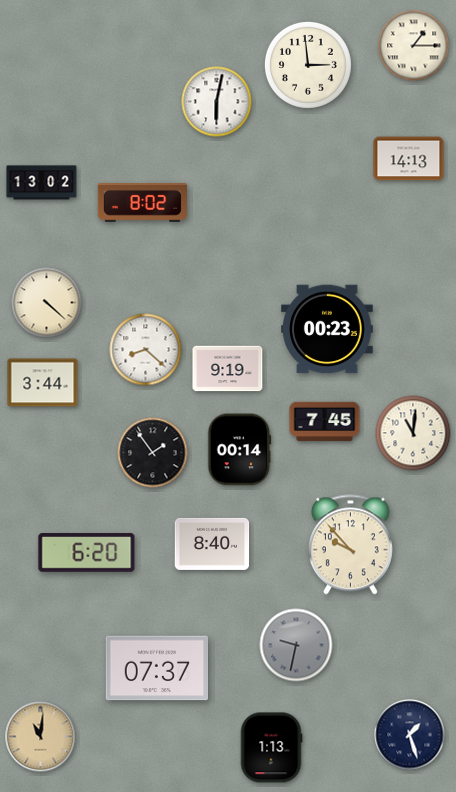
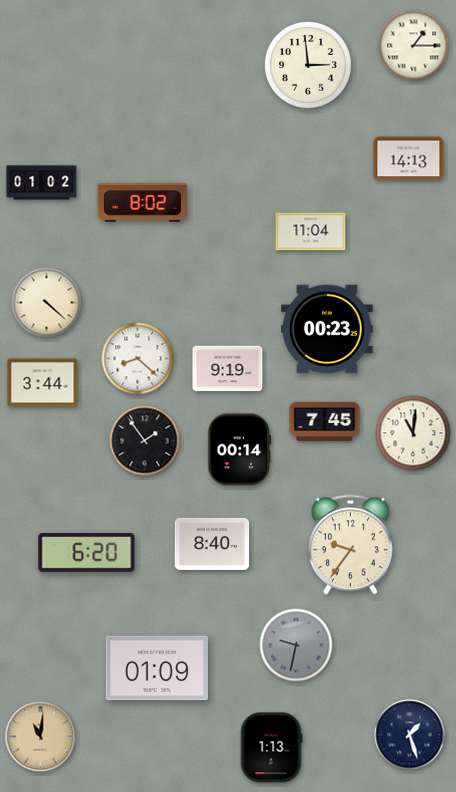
clock at (217, 102): 6:02 -> none
clock at (42, 183): 13:02 -> 01:02
clock at (311, 232): none -> 11:04
clock at (146, 350) position: (146, 350) -> (138, 359)
clock at (153, 453) position: (153, 453) -> (145, 441)
clock at (350, 545): 9:53 -> 9:36
clock at (156, 668): 07:37 -> 01:09
